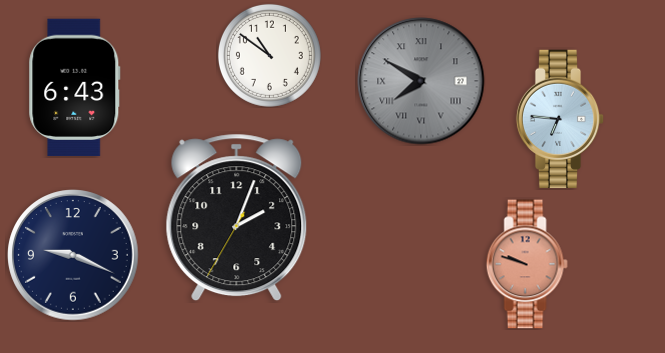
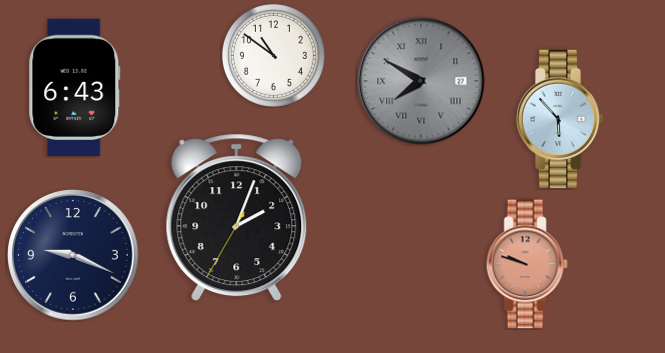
clock at (269, 55) position: (269, 55) -> (273, 55)
clock at (560, 119): 6:46 -> 5:53
